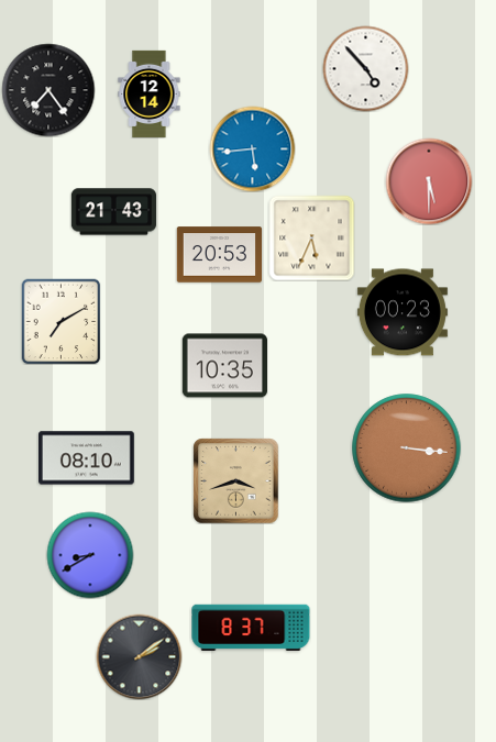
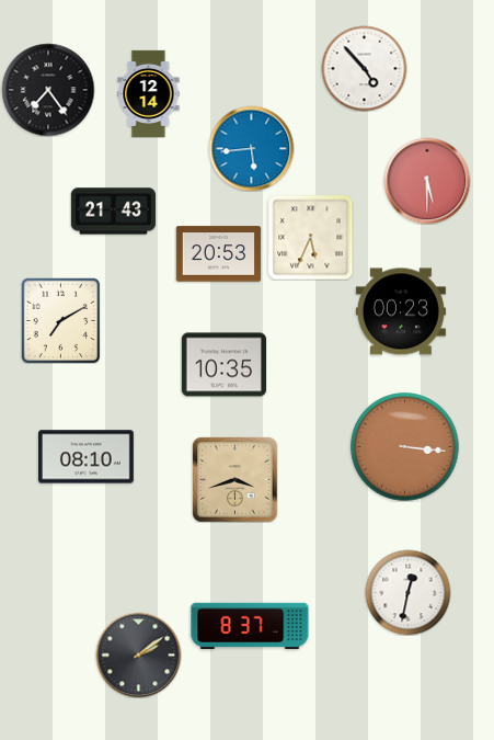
clock at (90, 555): 8:40 -> none
clock at (407, 592): none -> 12:32
